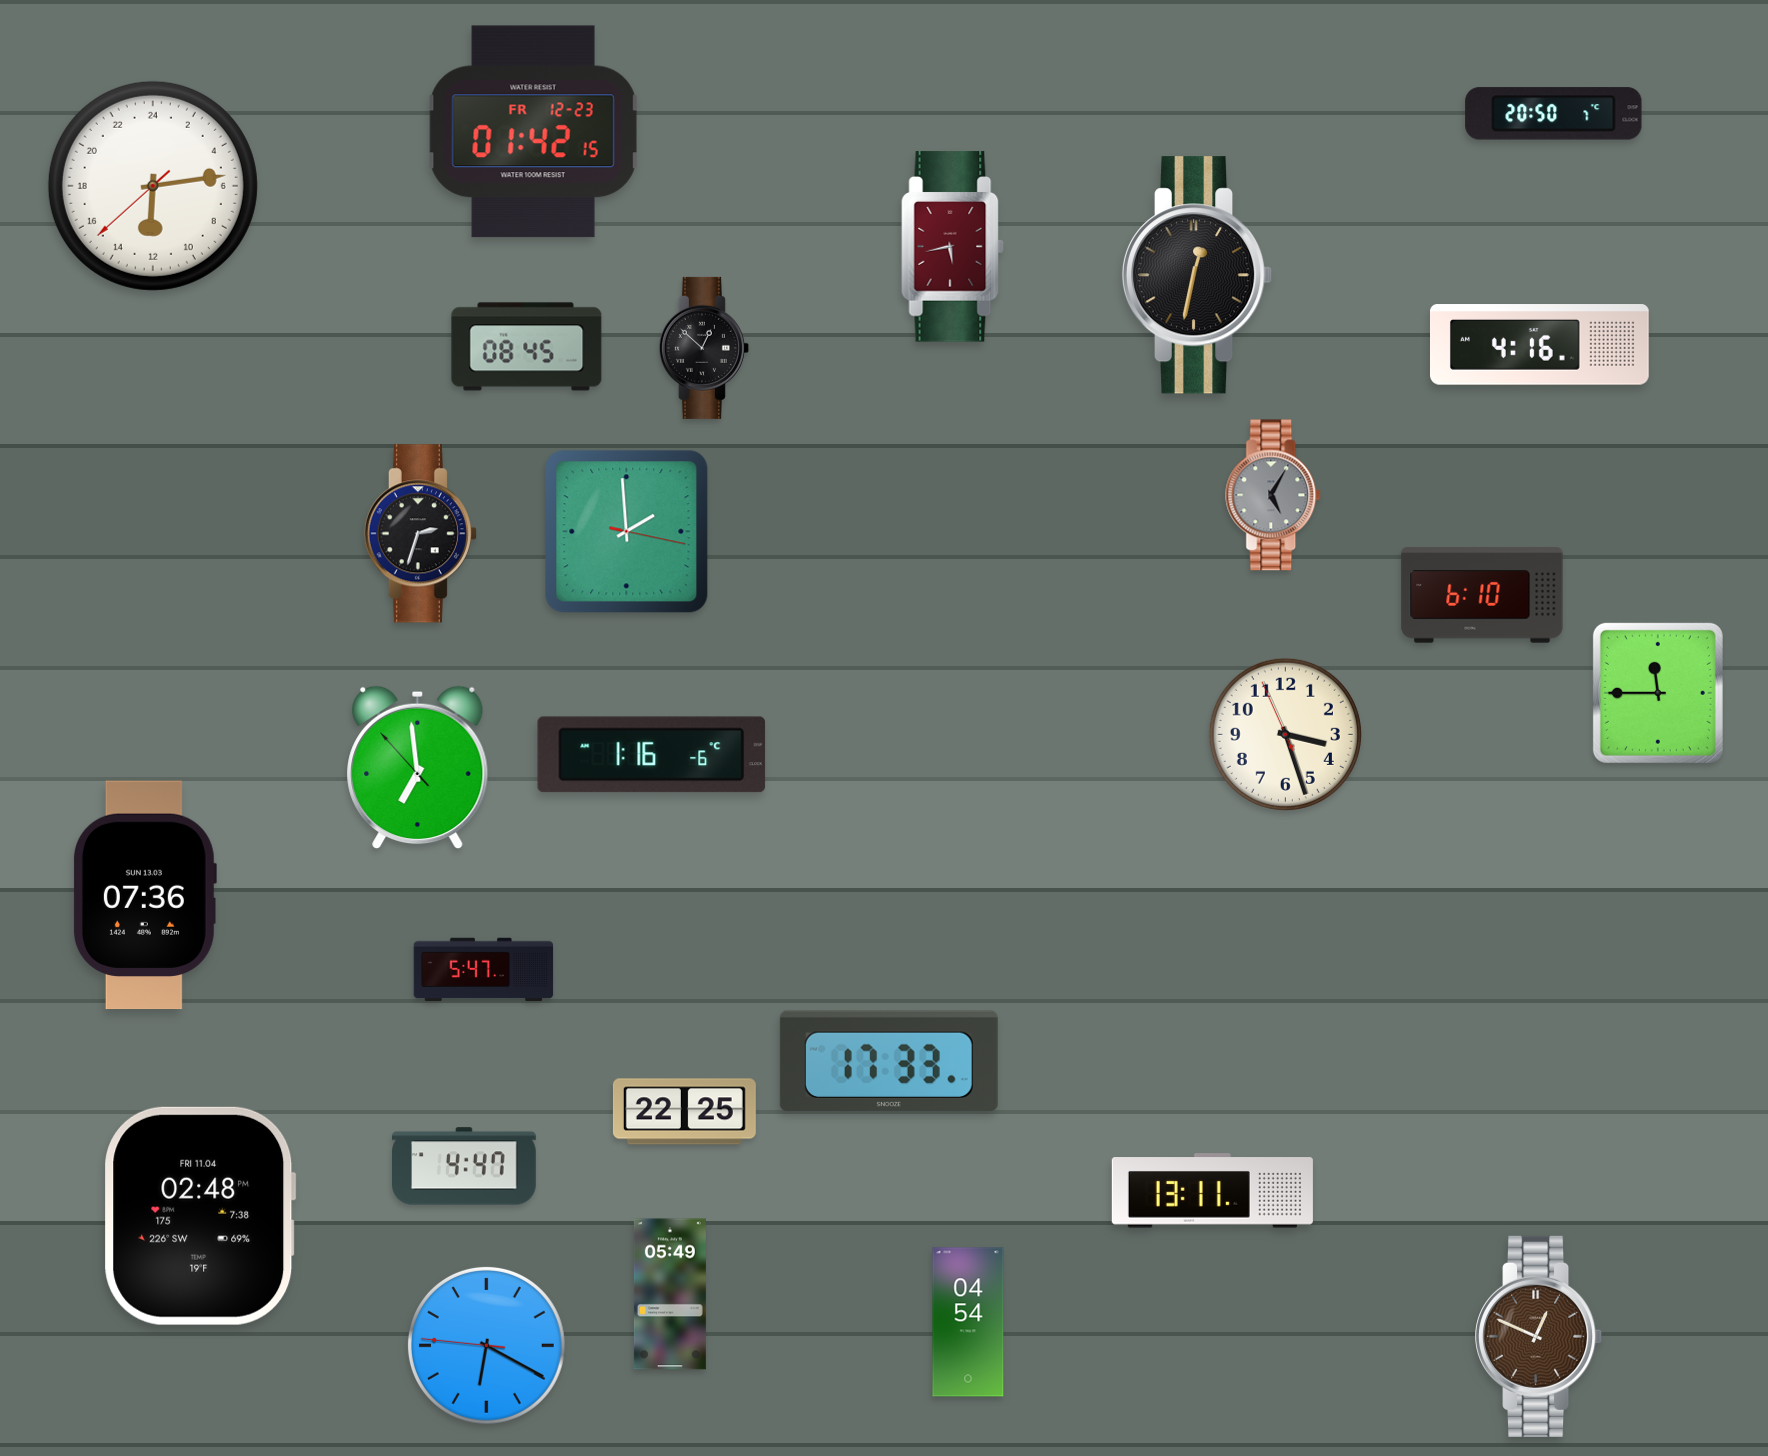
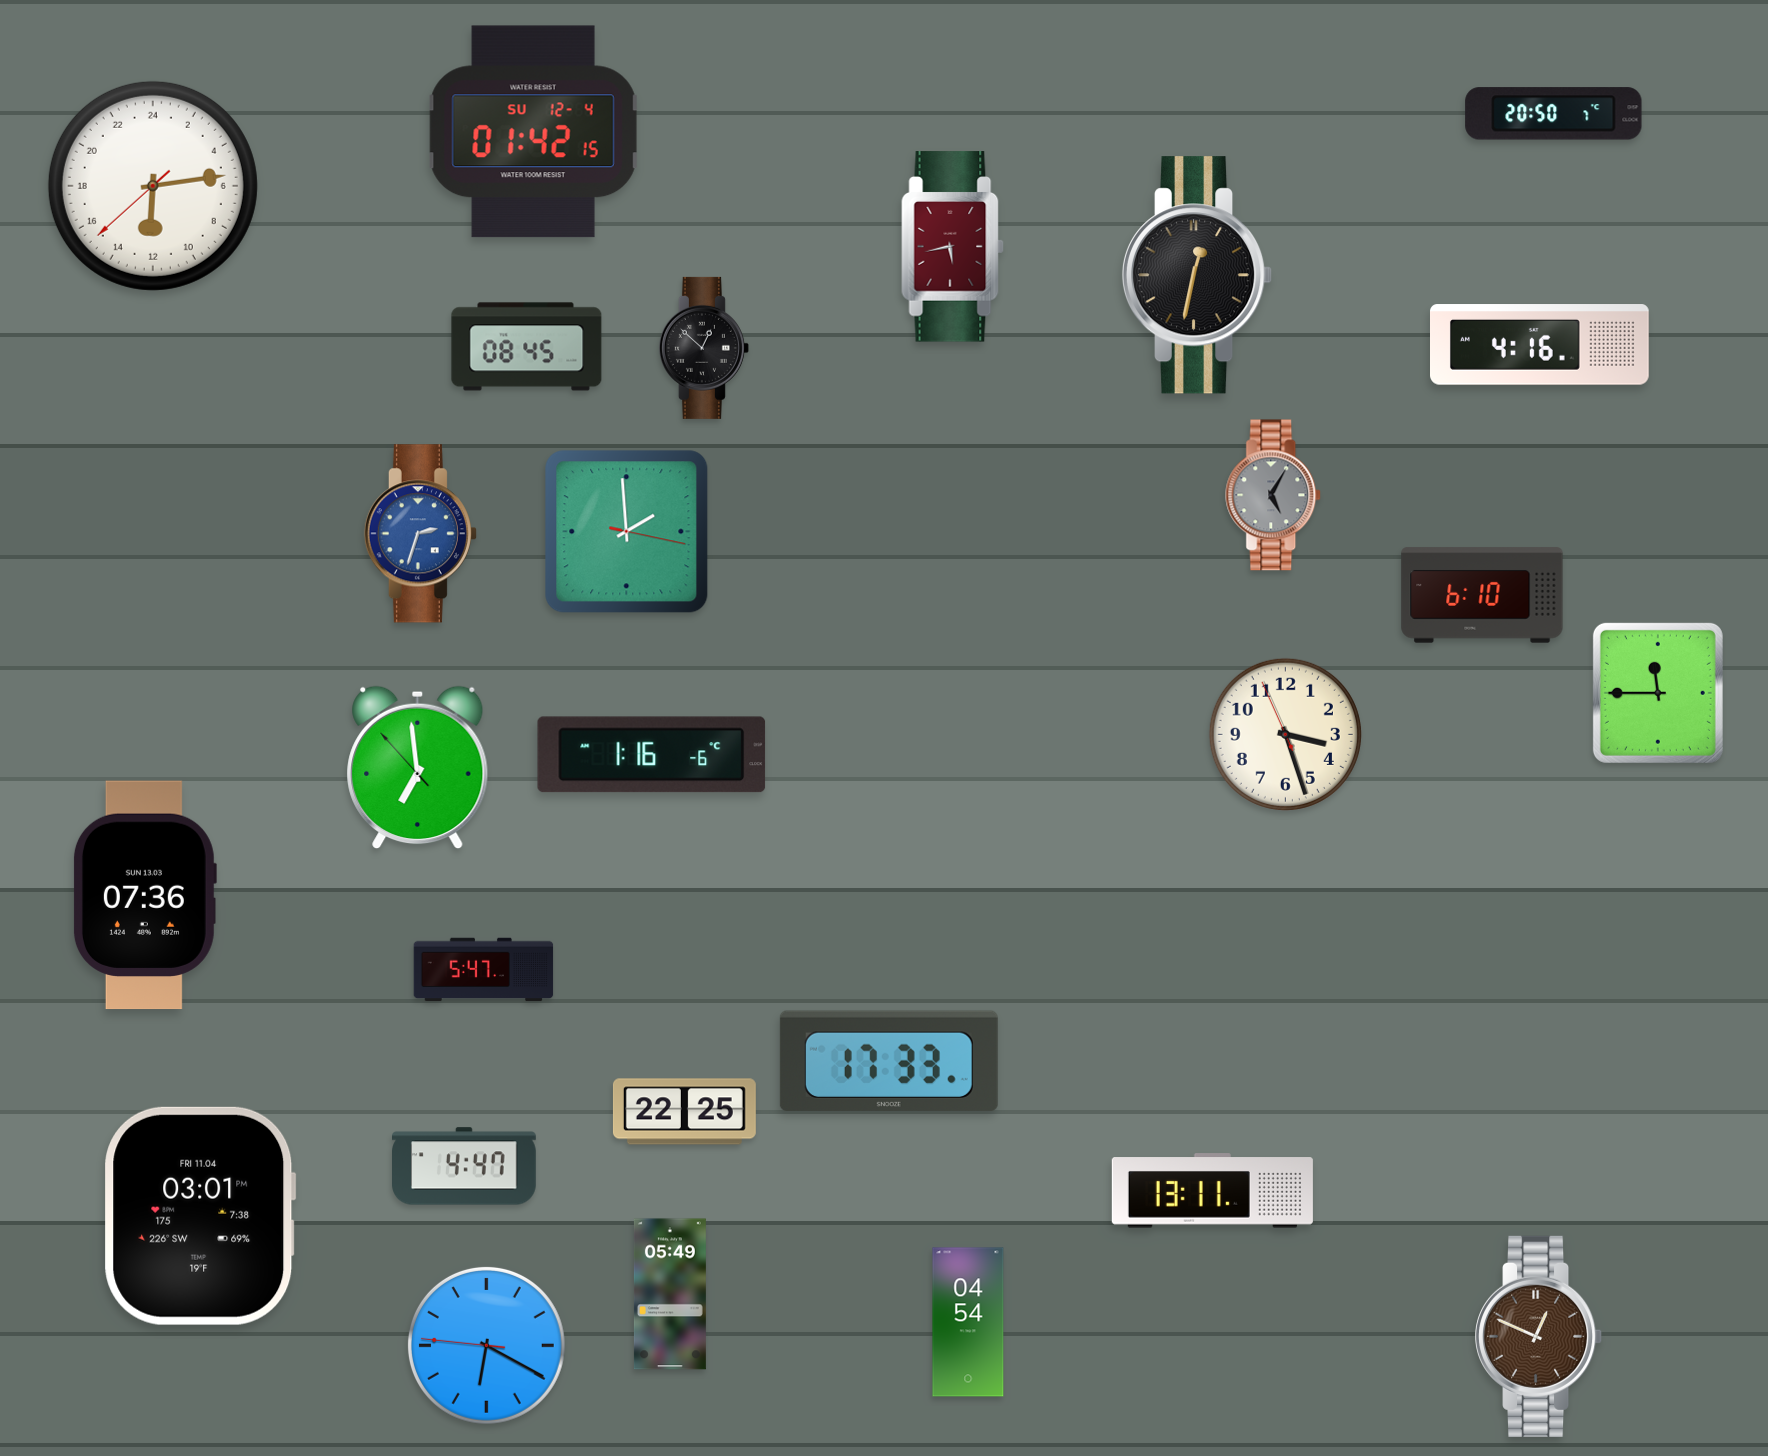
clock at (534, 132) date: FR 12-23 -> SU 12-4
clock at (420, 534) dial: black -> blue
clock at (200, 1216): 02:48 -> 03:01
